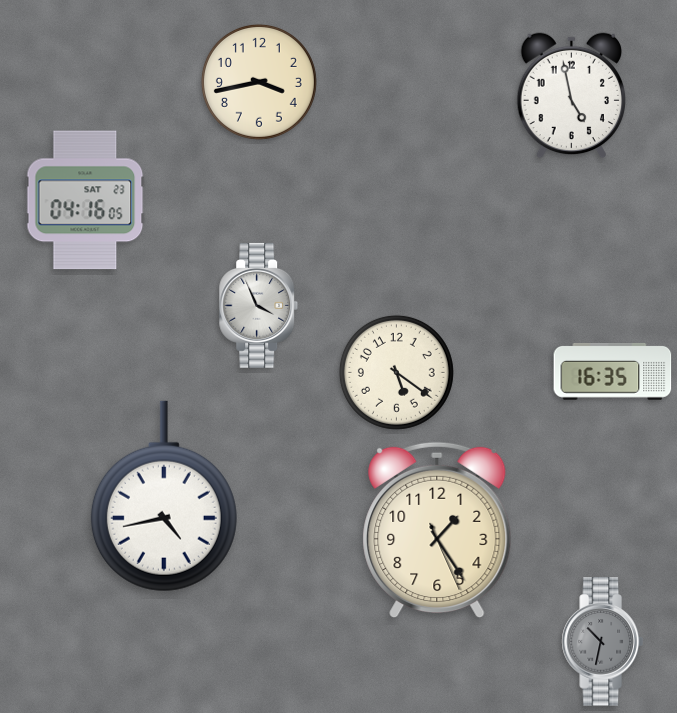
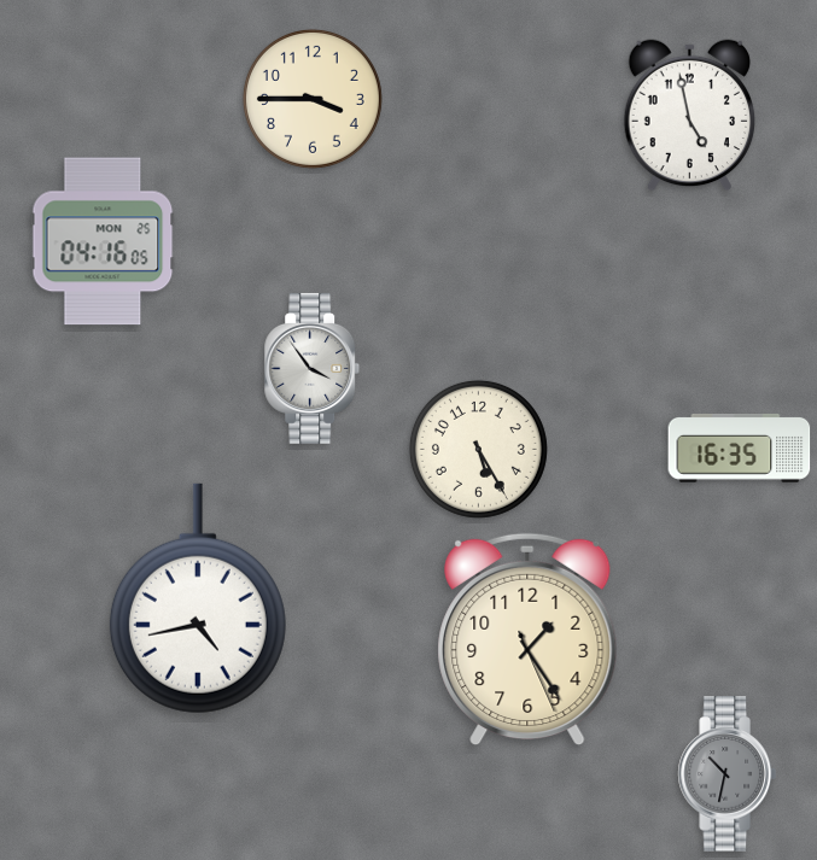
clock at (259, 82): 3:43 -> 3:45
clock at (85, 200) date: SAT 23 -> MON 25
clock at (259, 305): 3:56 -> 3:54
clock at (396, 372): 5:21 -> 5:25
